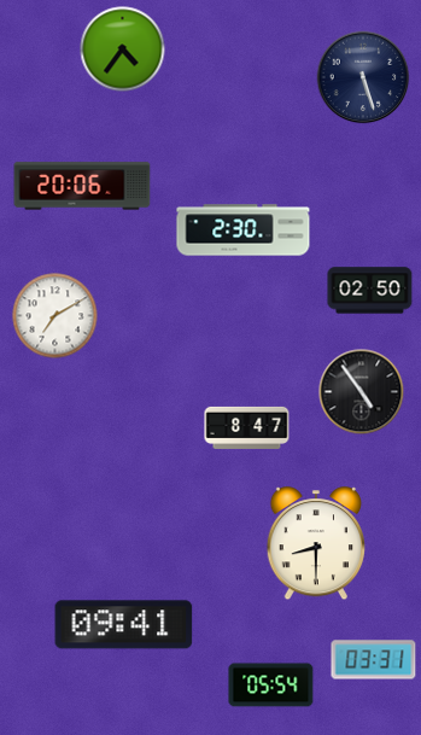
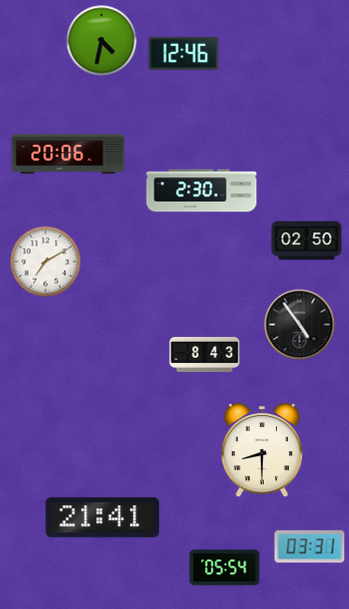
clock at (123, 49): 4:36 -> 4:32
clock at (184, 53): none -> 12:46
clock at (363, 77): 5:27 -> none
clock at (247, 427): 8:47 -> 8:43
clock at (124, 625): 09:41 -> 21:41
